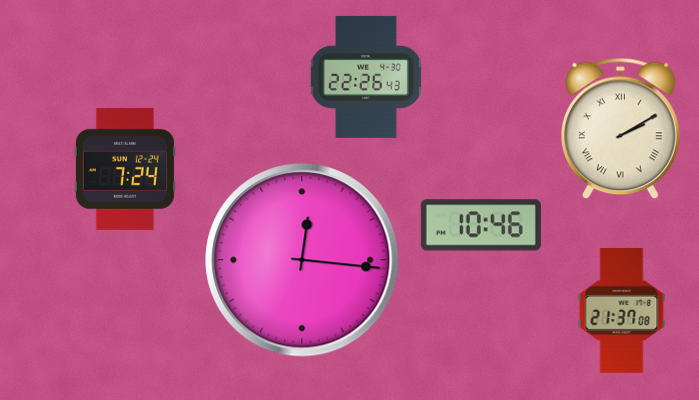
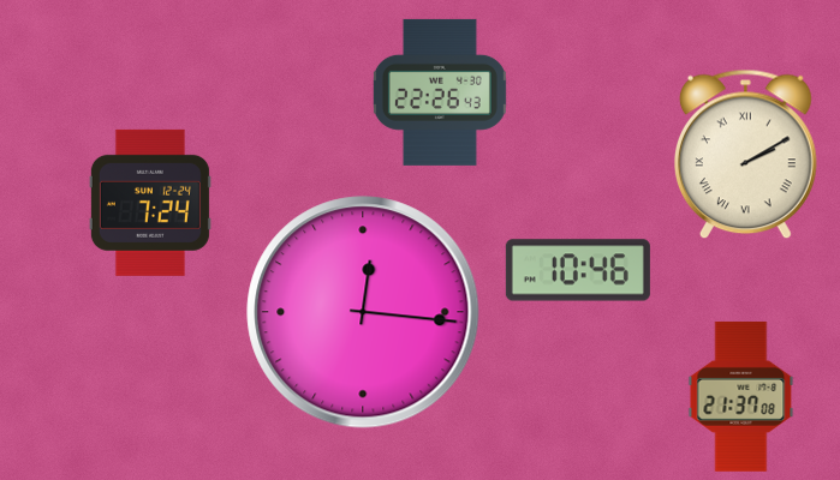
clock at (622, 310) position: (622, 310) -> (741, 396)
